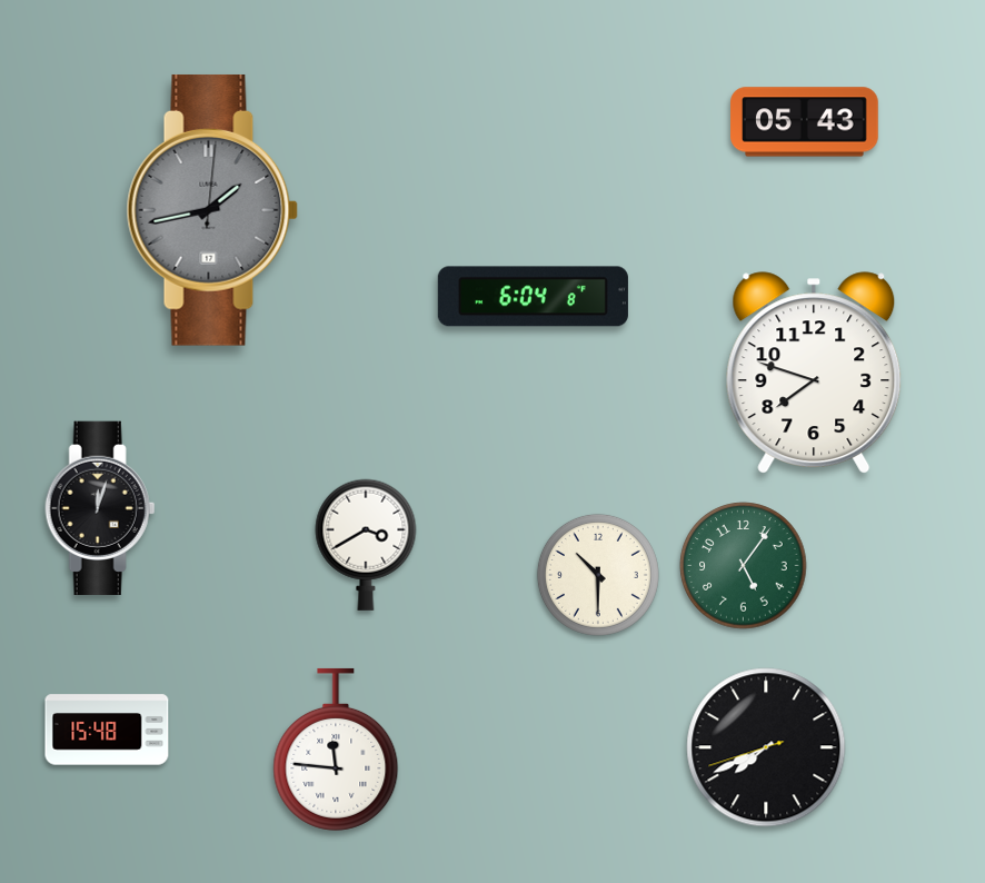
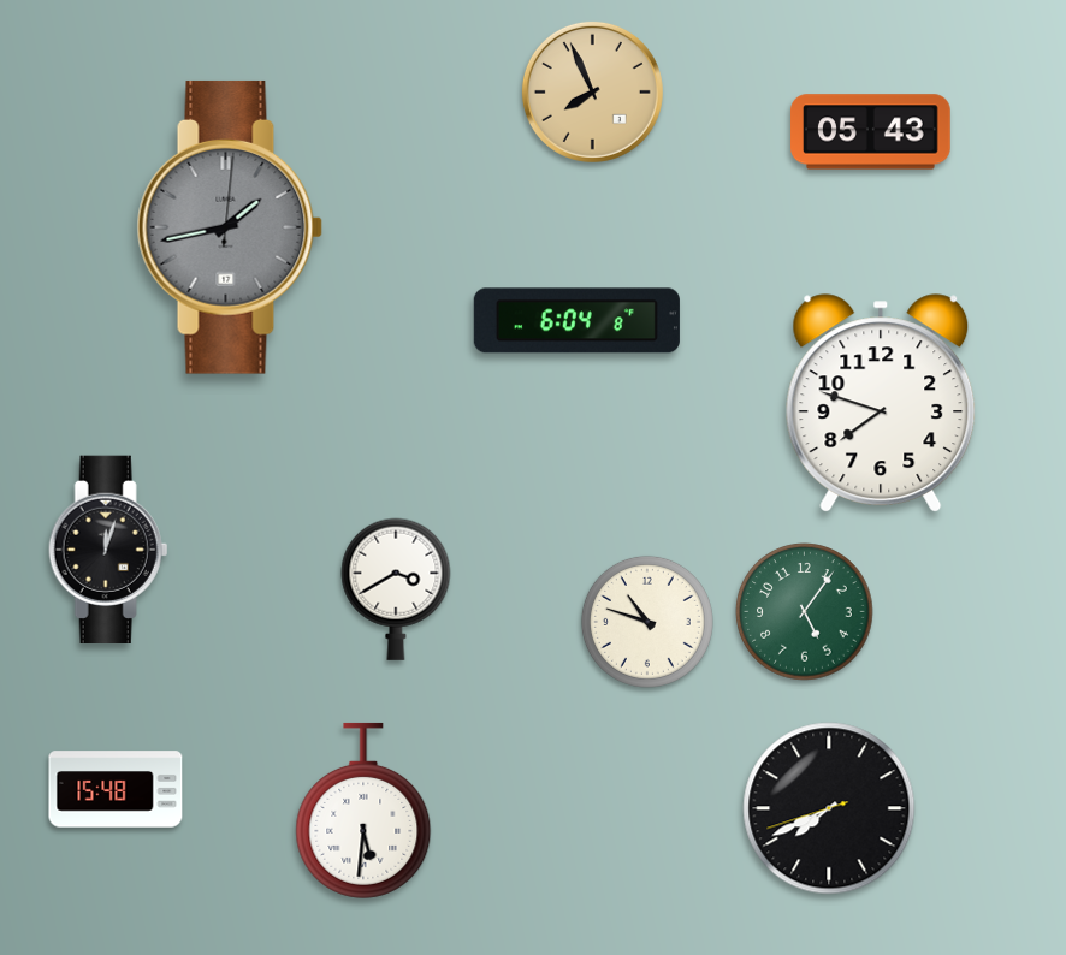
clock at (592, 91): none -> 7:56
clock at (598, 575): 10:30 -> 10:48
clock at (336, 750): 11:46 -> 5:31
